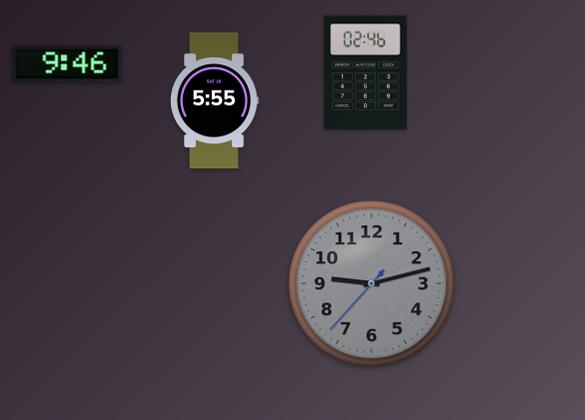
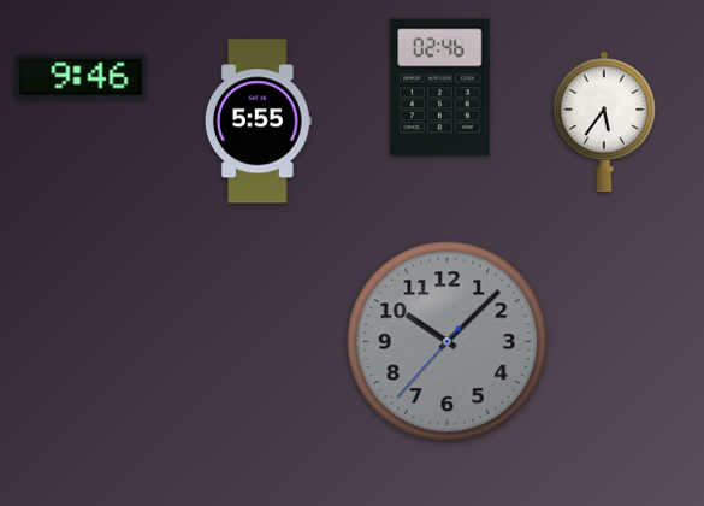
clock at (605, 122): none -> 5:36
clock at (372, 284): 9:12 -> 10:07
